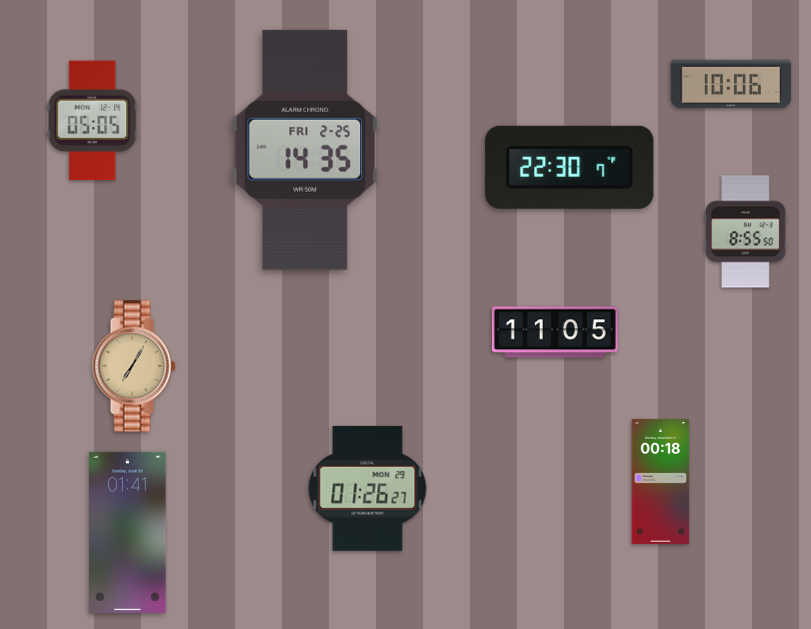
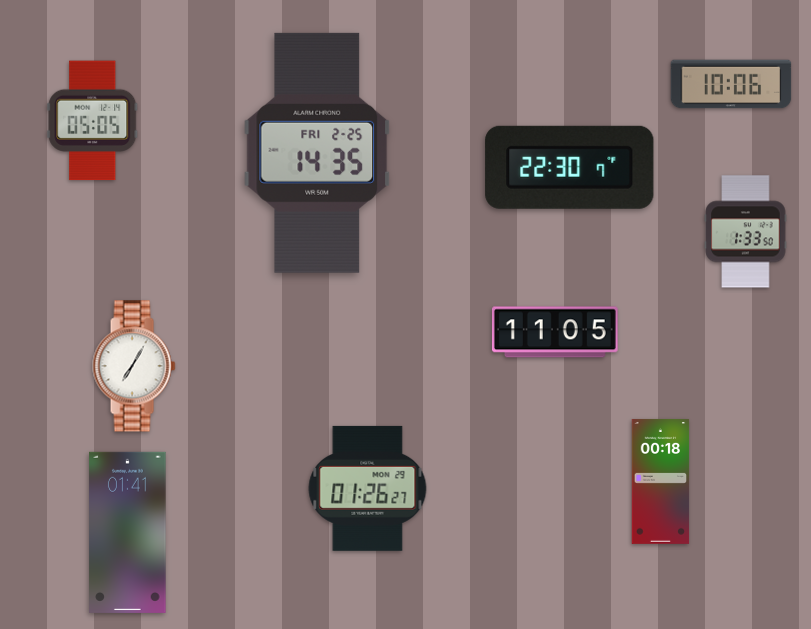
clock at (305, 150) position: (305, 150) -> (317, 153)
clock at (746, 232): 8:55 -> 1:33
clock at (134, 366) dial: champagne -> white
